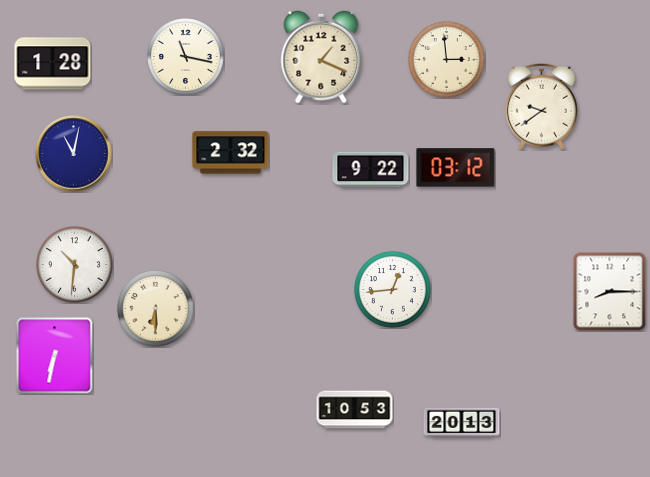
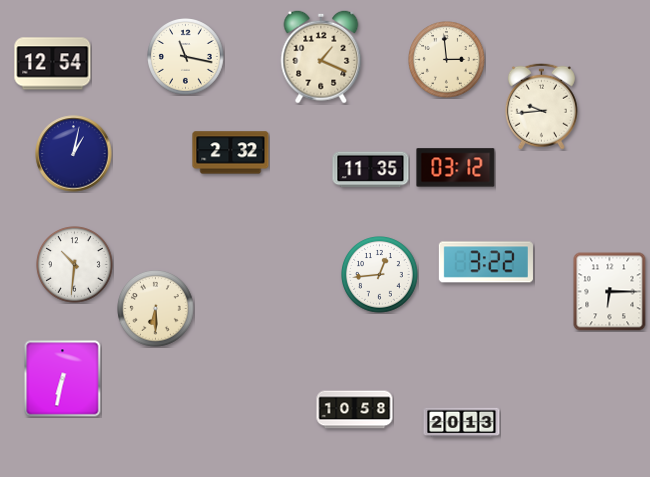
clock at (53, 64): 1:28 -> 12:54
clock at (541, 106): 9:39 -> 9:44
clock at (74, 154): 11:02 -> 1:02
clock at (371, 170): 9:22 -> 11:35
clock at (486, 262): none -> 3:22
clock at (393, 290) position: (393, 290) -> (380, 275)
clock at (610, 292): 8:15 -> 6:15
clock at (54, 355) position: (54, 355) -> (62, 378)
clock at (355, 410): 10:53 -> 10:58
